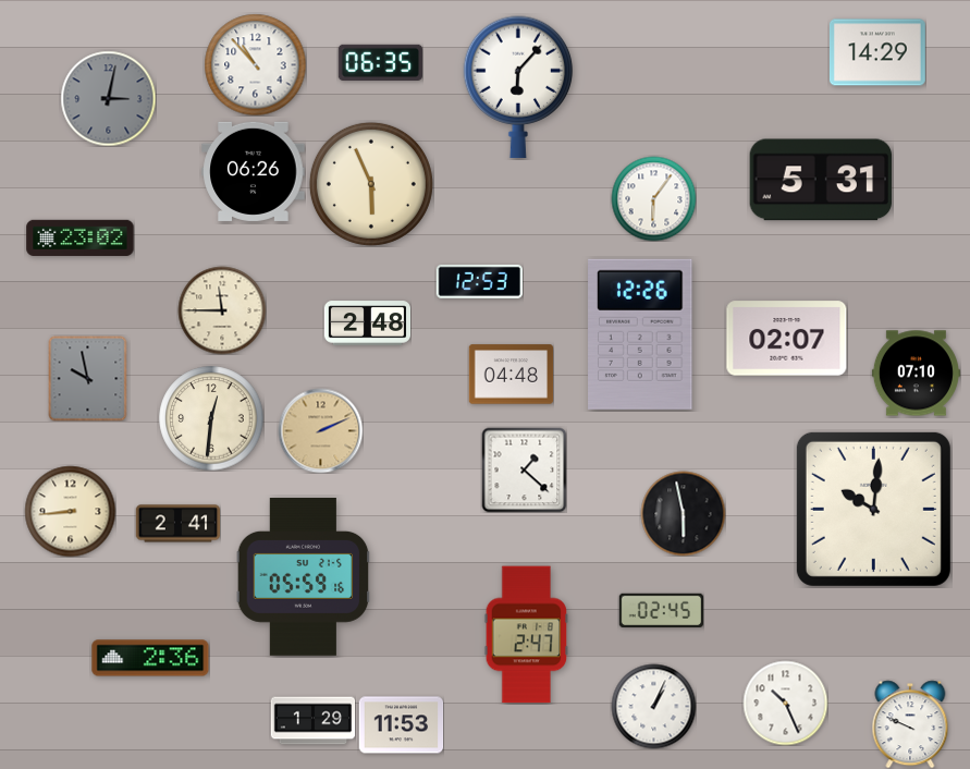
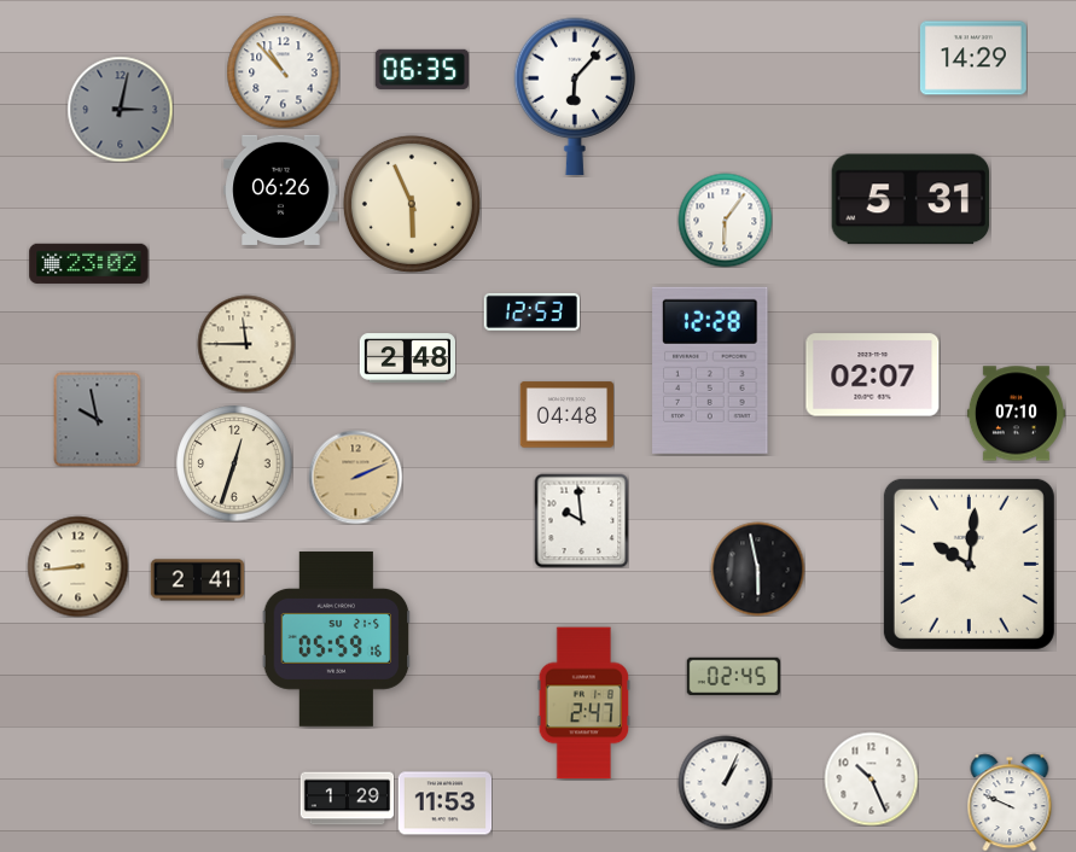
clock at (640, 334): 12:26 -> 12:28
clock at (211, 418): 12:31 -> 12:33
clock at (524, 469): 1:22 -> 9:59
clock at (150, 658): 2:36 -> none
